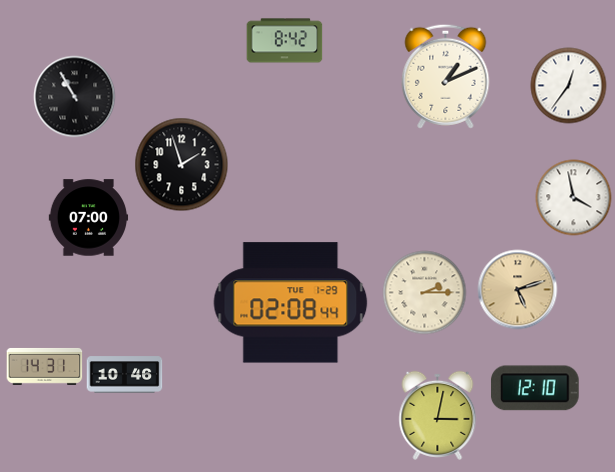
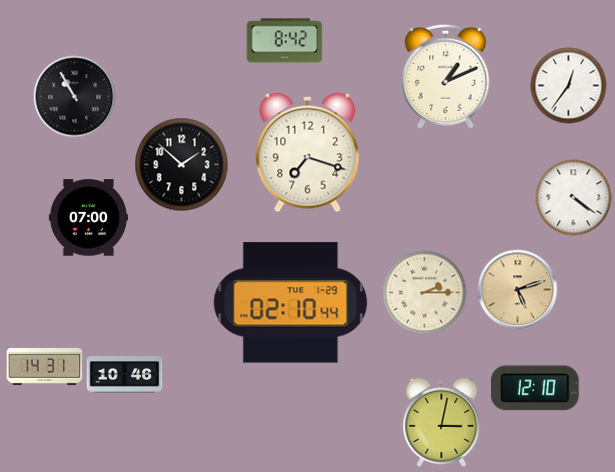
clock at (308, 153): none -> 7:18
clock at (182, 165): 1:57 -> 1:52
clock at (574, 198): 3:58 -> 4:21
clock at (291, 303): 02:08 -> 02:10
clock at (438, 415) position: (438, 415) -> (442, 422)
